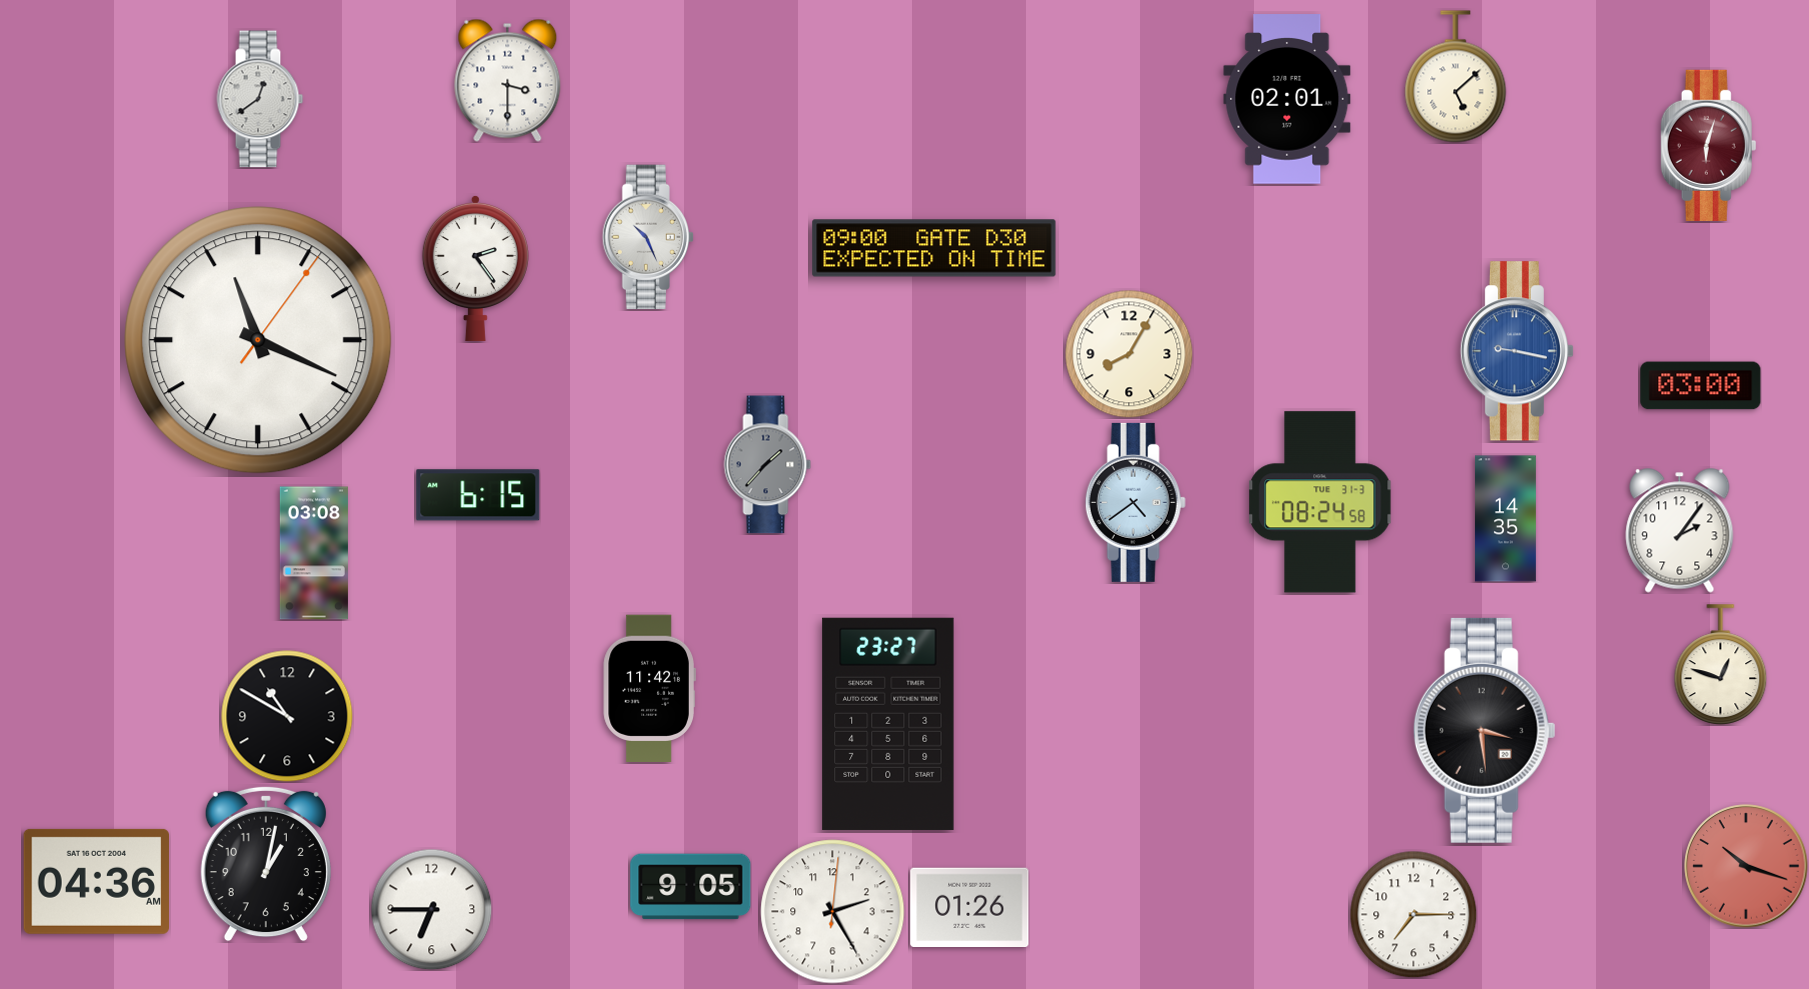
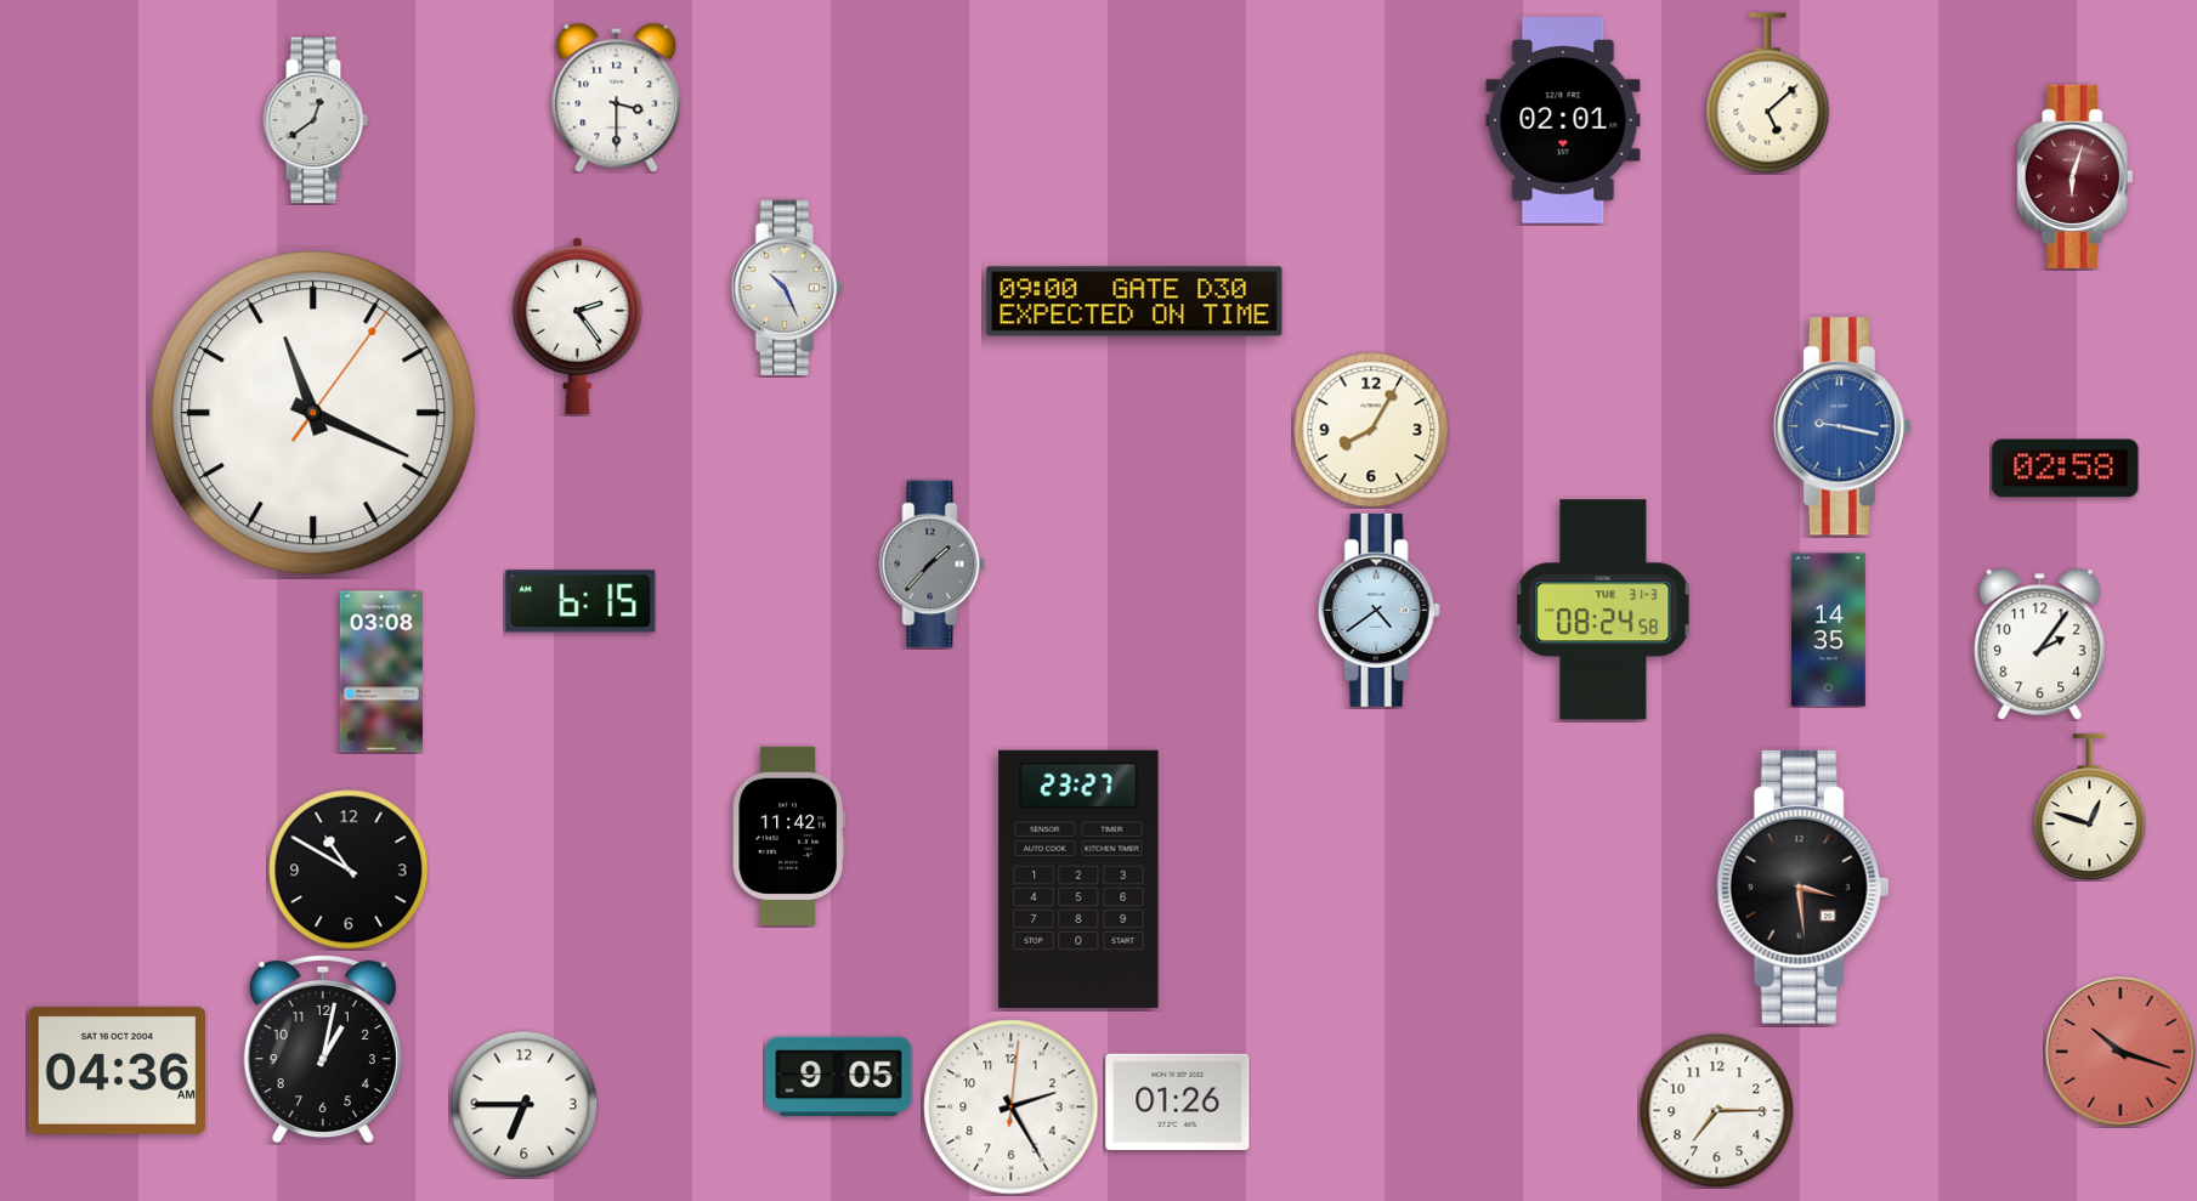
clock at (1701, 386): 03:00 -> 02:58
